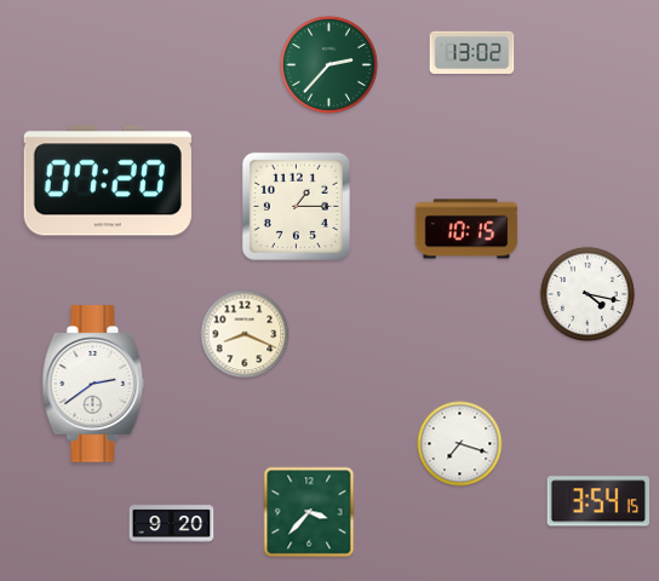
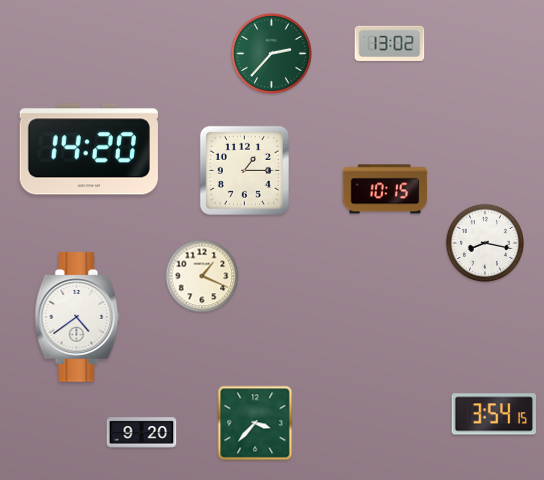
clock at (108, 180): 07:20 -> 14:20
clock at (586, 293): 4:17 -> 8:17
clock at (245, 334): 8:19 -> 1:19
clock at (93, 384): 2:39 -> 4:39
clock at (460, 444): 7:18 -> none
